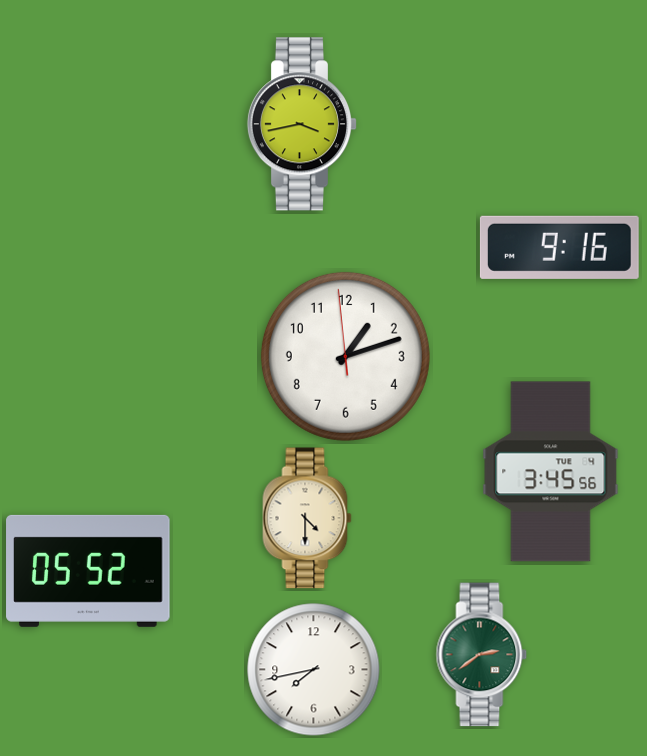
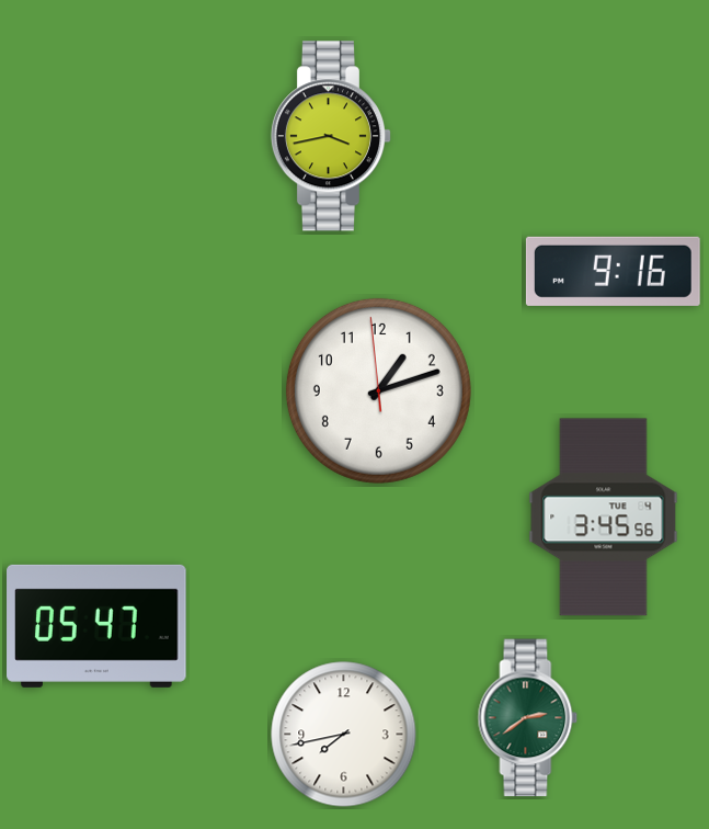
clock at (307, 518): 4:30 -> none
clock at (88, 571): 05:52 -> 05:47
